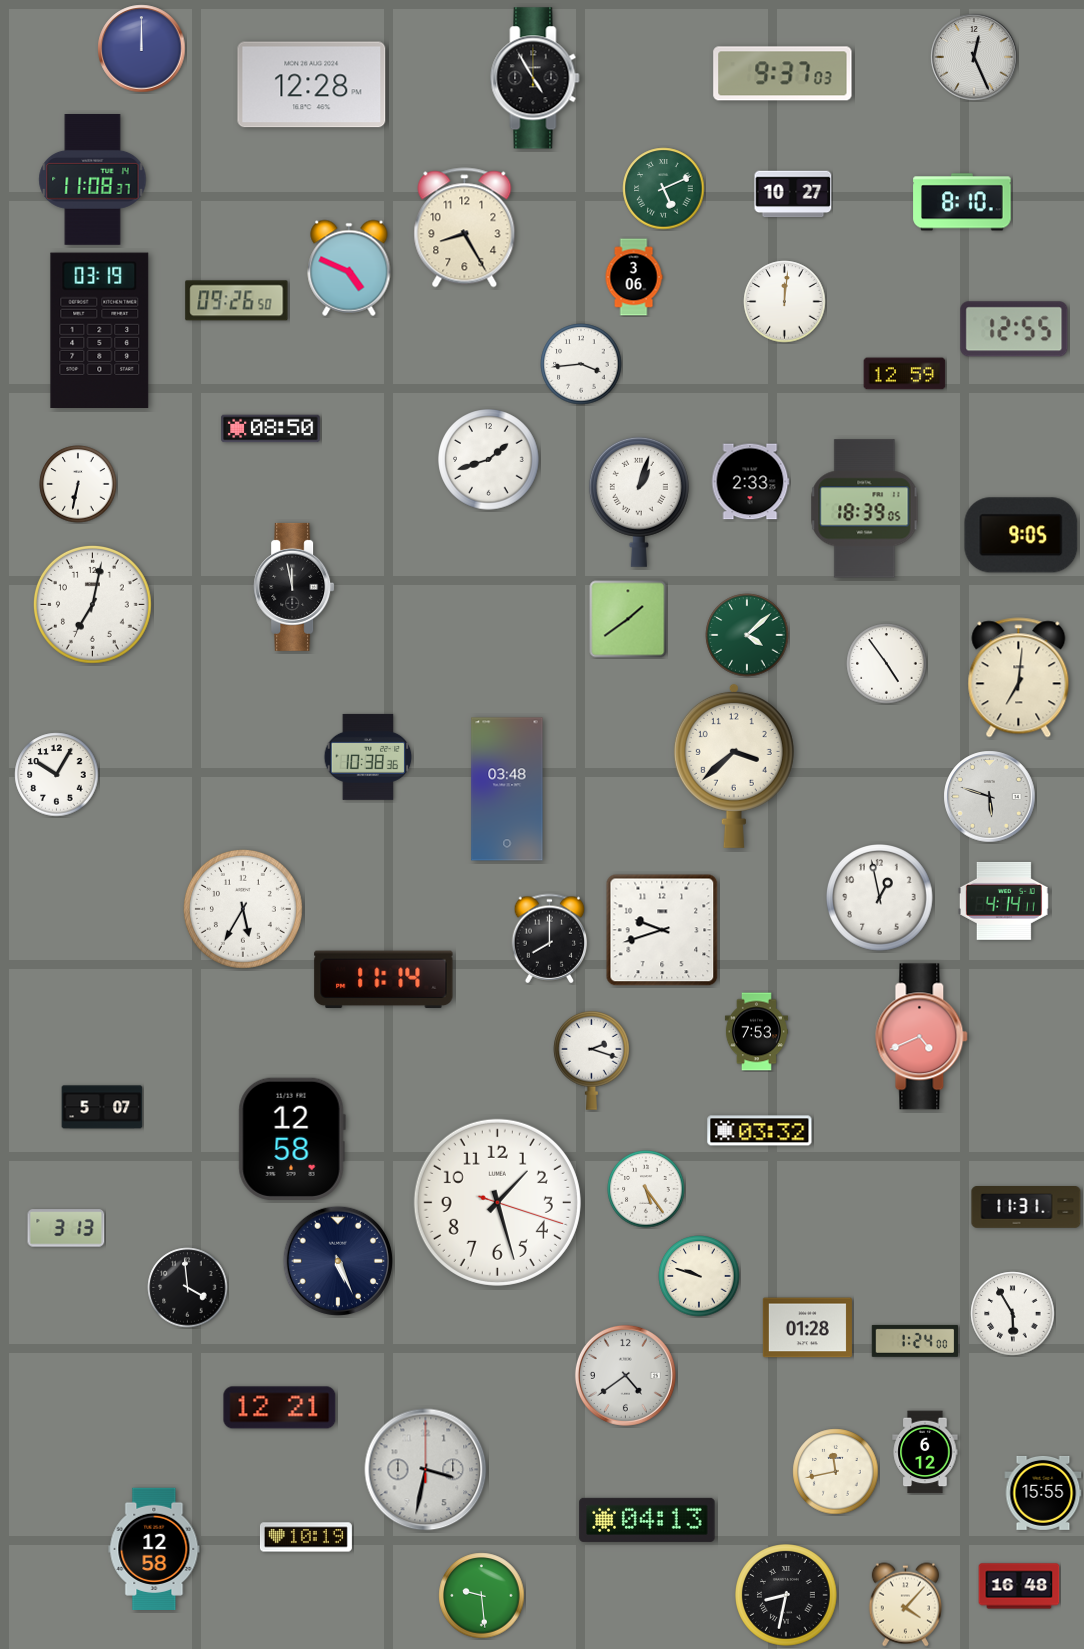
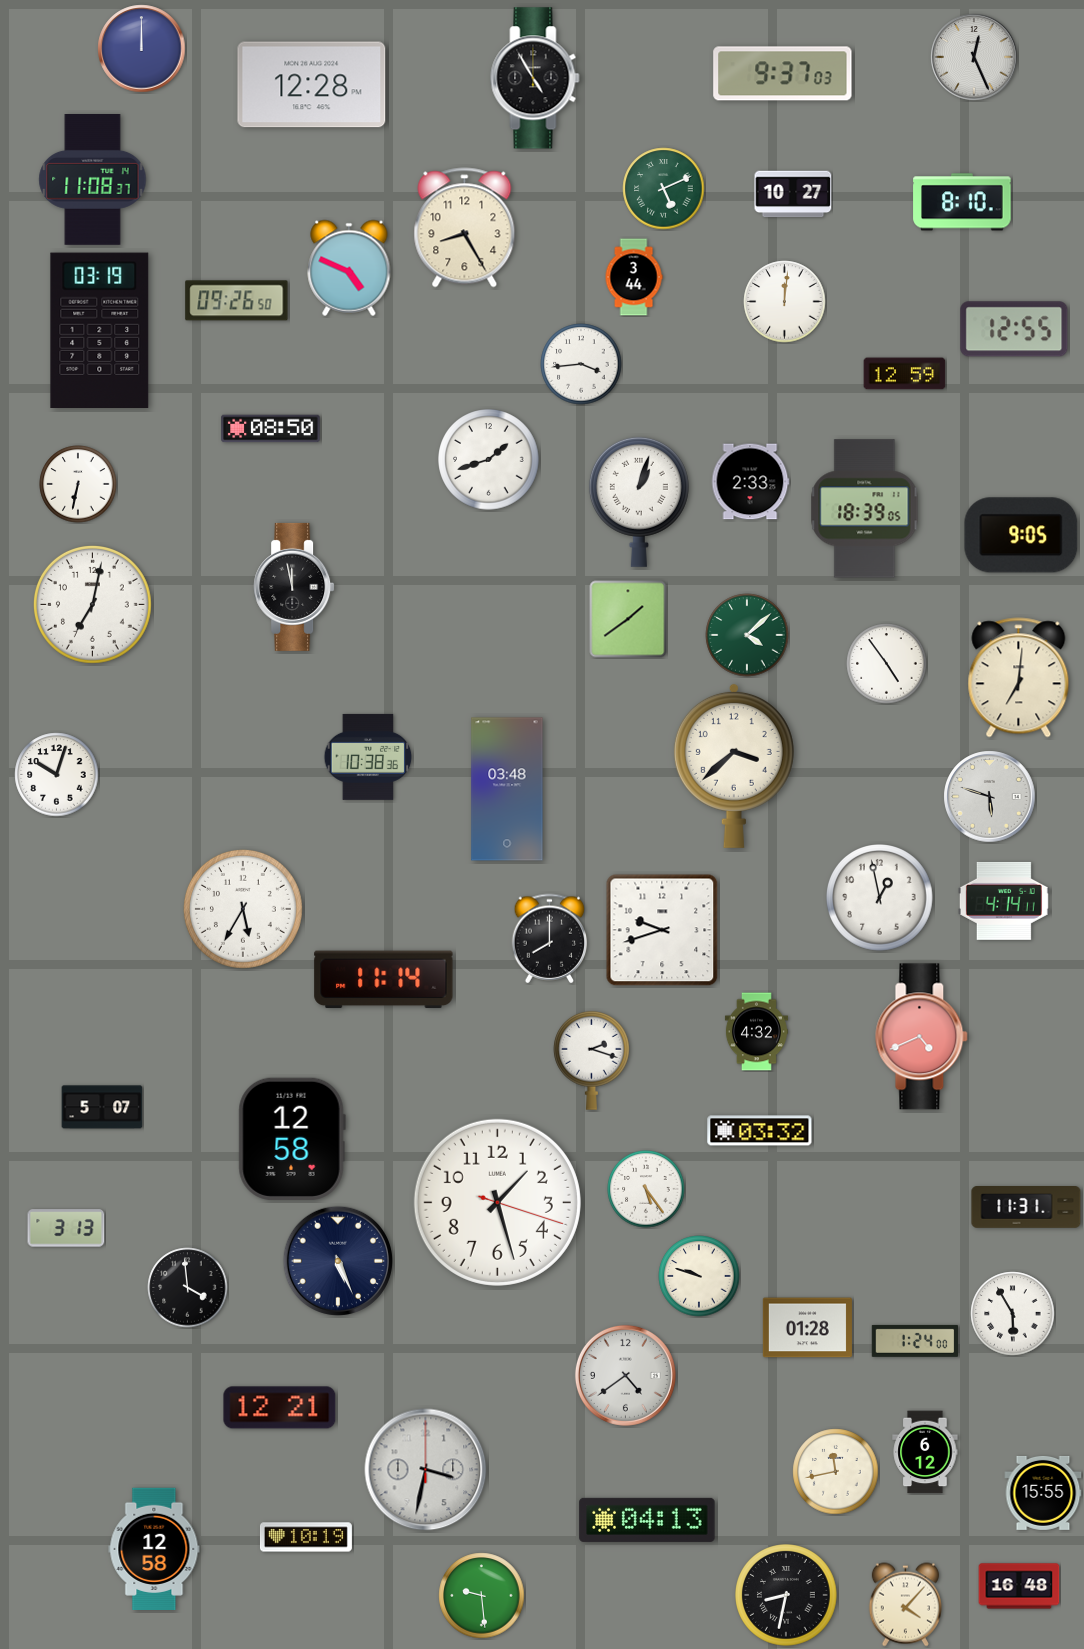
clock at (634, 277): 3:06 -> 3:44
clock at (57, 775): 10:05 -> 10:03
clock at (756, 1032): 7:53 -> 4:32
